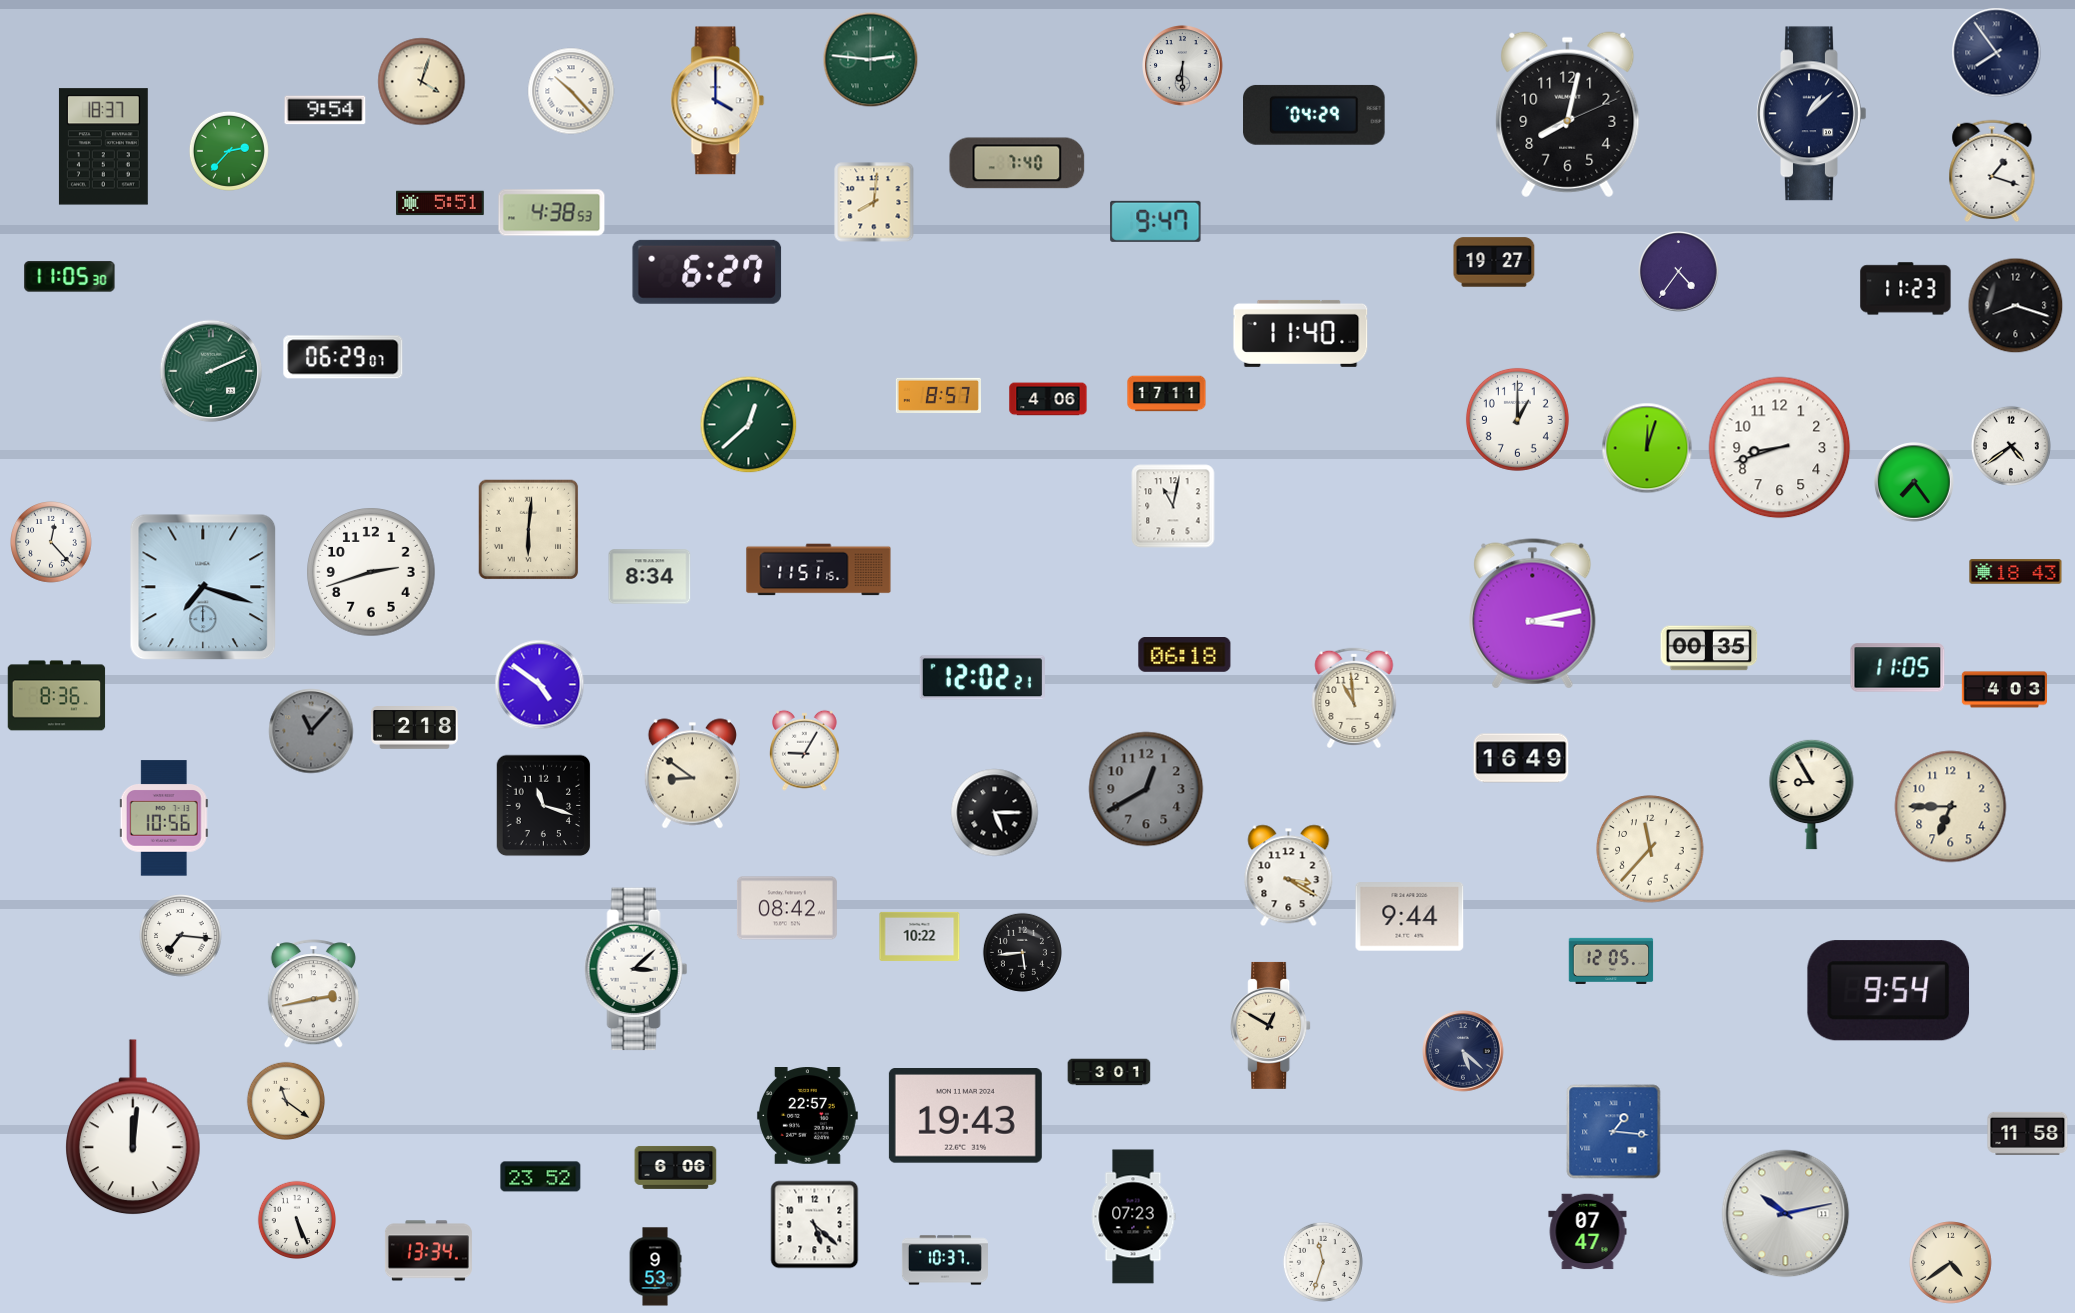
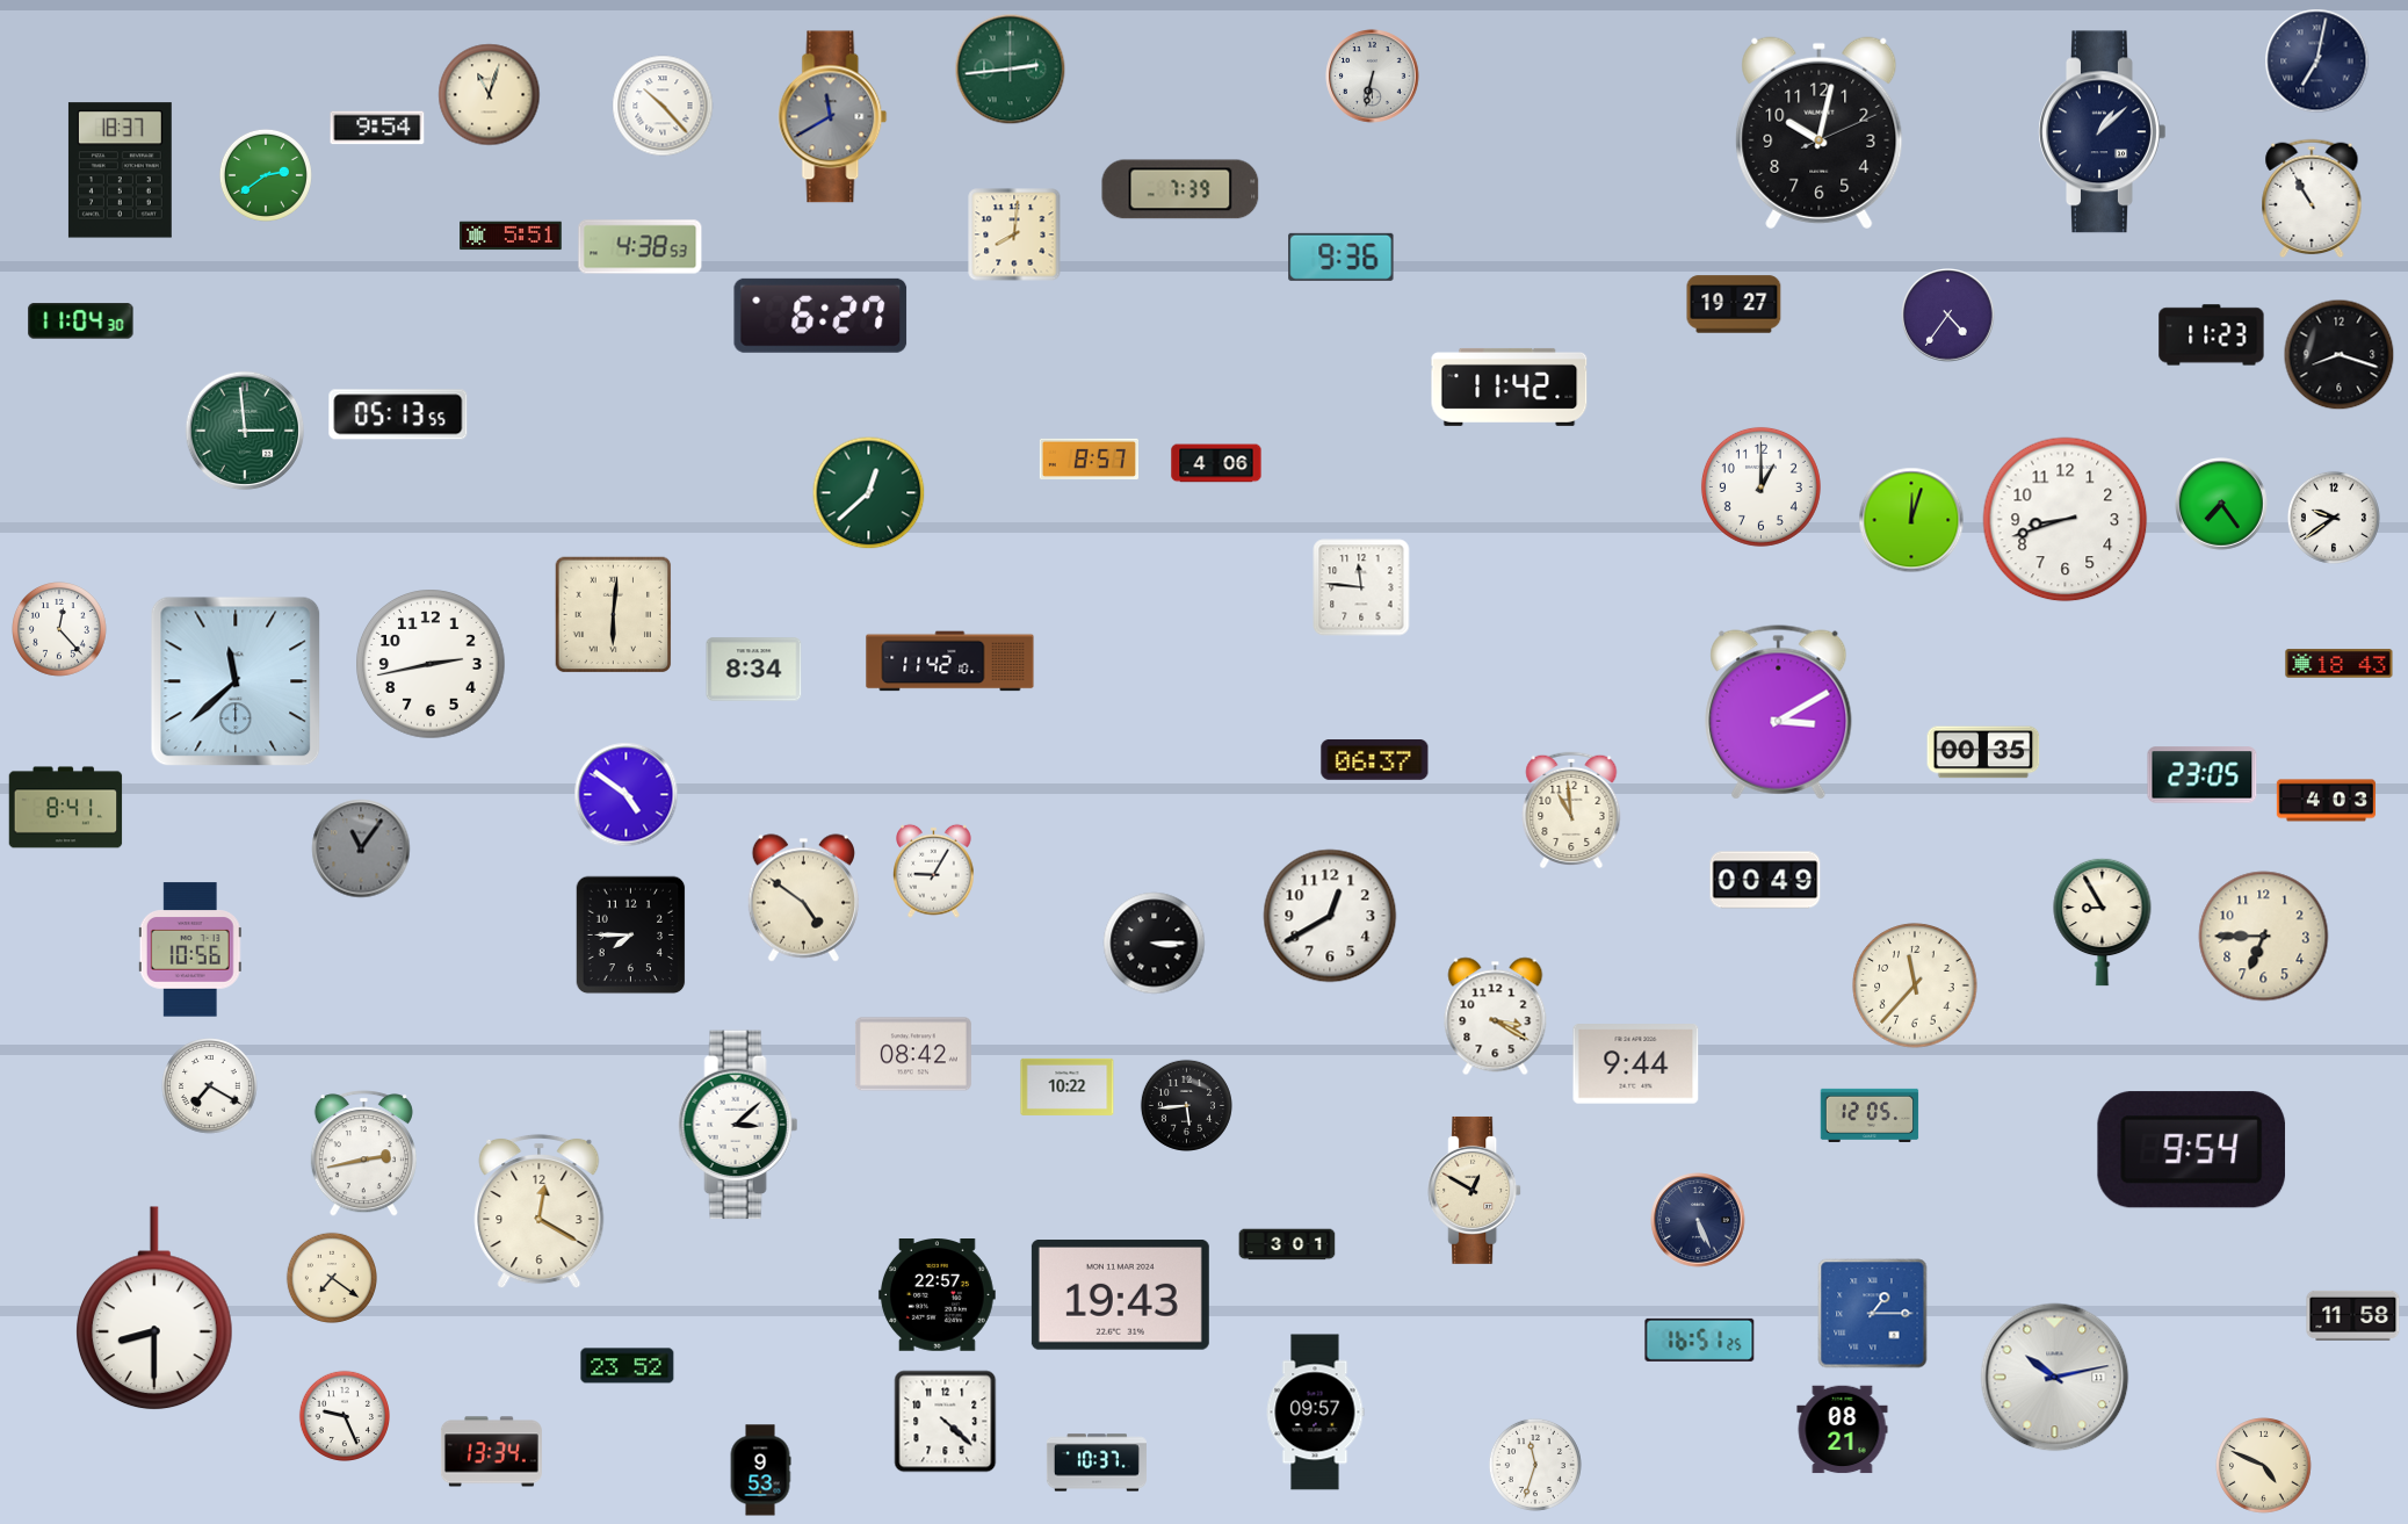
clock at (1997, 53): 7:54 -> 7:02
clock at (871, 60): 2:46 -> 2:44
clock at (1183, 66): 6:30 -> 6:32
clock at (422, 82): 4:03 -> 11:03
clock at (718, 101): 4:00 -> 11:40
clock at (718, 101) dial: white -> grey
clock at (1315, 115): 04:29 -> none
clock at (1568, 115): 8:02 -> 10:02
clock at (229, 151): 2:37 -> 2:39
clock at (1017, 163): 7:40 -> 7:39
clock at (1992, 171): 1:18 -> 10:55
clock at (1156, 221): 9:47 -> 9:36
clock at (70, 277): 11:05 -> 11:04
clock at (1301, 333): 11:40 -> 11:42
clock at (343, 357): 06:29 -> 05:13
clock at (211, 371): 2:11 -> 2:59
clock at (1167, 394): 17:11 -> none
clock at (2011, 446): 4:39 -> 9:39
clock at (1914, 482) position: (1914, 482) -> (2221, 504)
clock at (1173, 506): 11:02 -> 11:46
clock at (819, 570): 11:51 -> 11:42
clock at (371, 572): 2:42 -> 2:43
clock at (203, 587): 7:18 -> 11:38
clock at (1533, 614): 3:13 -> 3:10
clock at (1185, 655): 06:18 -> 06:37
clock at (1898, 668): 11:05 -> 23:05
clock at (982, 678): 12:02 -> none
clock at (57, 696): 8:36 -> 8:41
clock at (414, 728): 2:18 -> none
clock at (311, 731): 11:07 -> 11:06
clock at (1521, 758): 16:49 -> 00:49
clock at (692, 774): 8:51 -> 4:51
clock at (1146, 789) dial: grey -> white
clock at (544, 806): 11:18 -> 7:45
clock at (995, 813): 5:15 -> 3:15
clock at (181, 936): 7:16 -> 7:20
clock at (540, 1212): none -> 12:20
clock at (1463, 1051): 5:22 -> 5:26
clock at (285, 1100): 11:21 -> 7:21
clock at (134, 1128): 12:01 -> 8:30
clock at (1614, 1132): 1:16 -> 1:15
clock at (1700, 1339): none -> 16:51
clock at (676, 1167): 6:06 -> none
clock at (1786, 1214) position: (1786, 1214) -> (2055, 1378)
clock at (1133, 1217): 07:23 -> 09:57
clock at (296, 1219): 5:26 -> 9:26
clock at (815, 1225): 5:22 -> 4:22
clock at (1588, 1232): 07:47 -> 08:21
clock at (428, 1251) position: (428, 1251) -> (491, 1452)
clock at (1951, 1263): 4:39 -> 4:49
